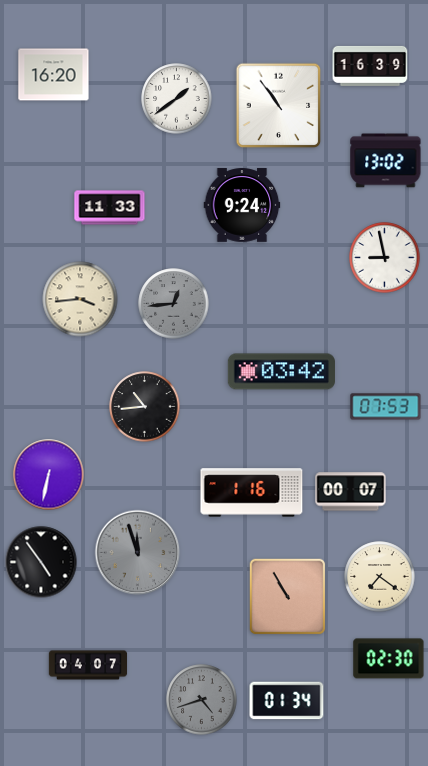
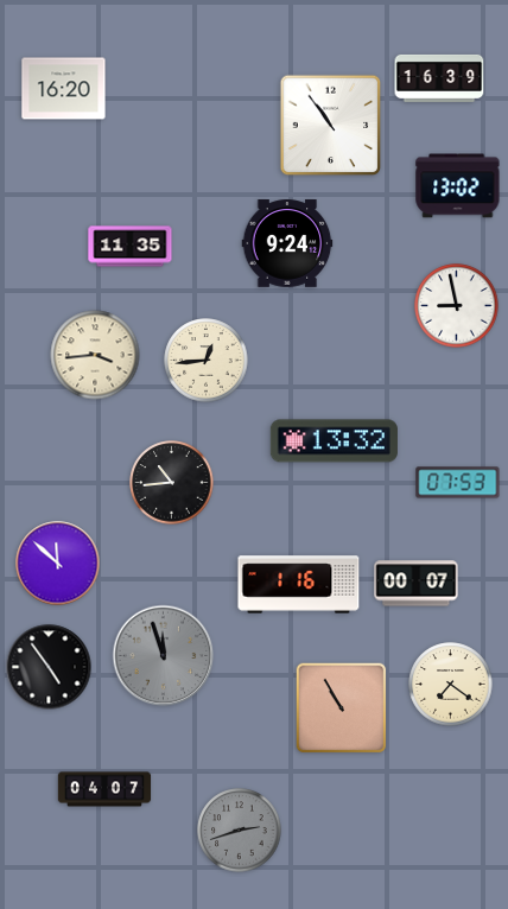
clock at (177, 99): 1:39 -> none
clock at (386, 161) position: (386, 161) -> (458, 186)
clock at (110, 208): 11:33 -> 11:35
clock at (174, 304) dial: grey -> cream
clock at (281, 372): 03:42 -> 13:32
clock at (49, 475): 6:32 -> 11:52
clock at (389, 659): 02:30 -> none
clock at (202, 700): 4:42 -> 2:42
clock at (287, 701): 01:34 -> none
